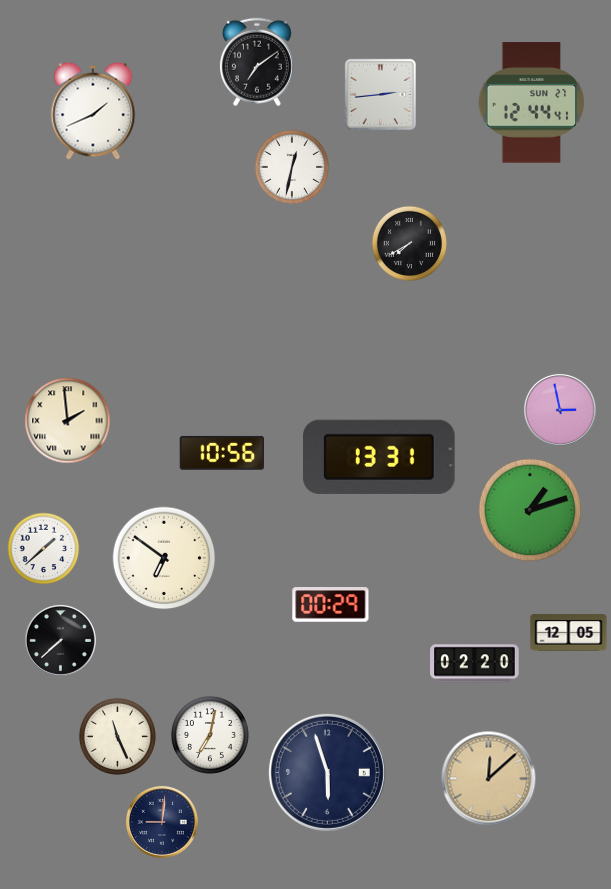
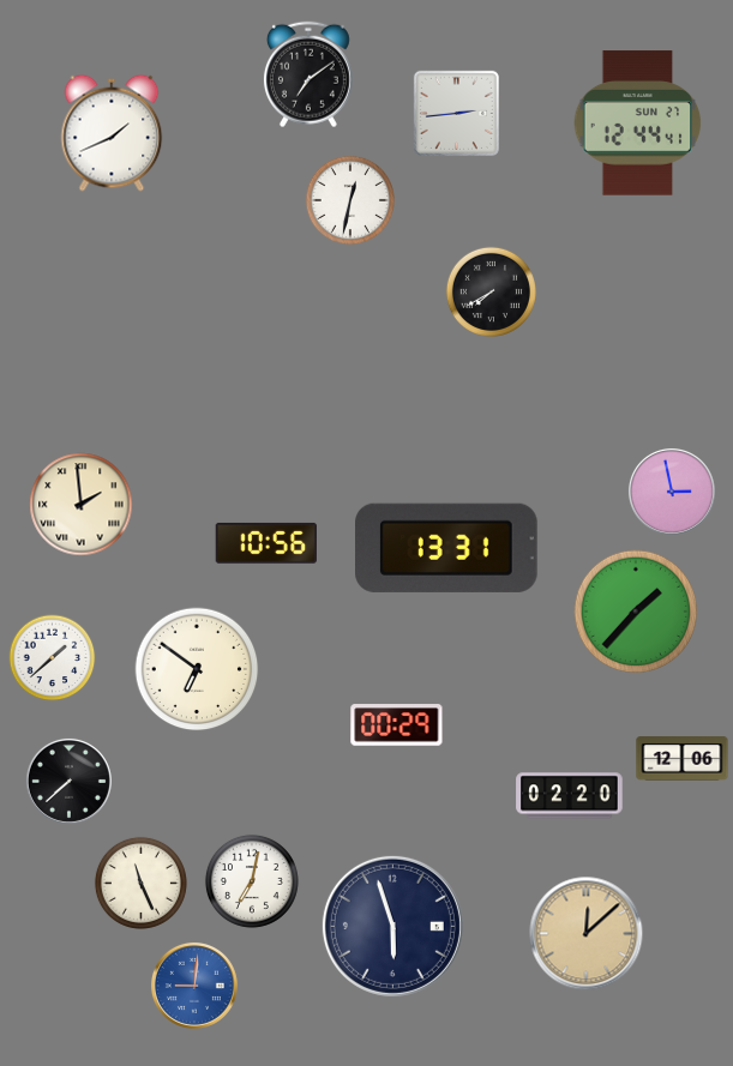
clock at (380, 457) position: (380, 457) -> (447, 548)
clock at (530, 510): 1:12 -> 1:37
clock at (569, 633): 12:05 -> 12:06
clock at (60, 640) position: (60, 640) -> (68, 781)
clock at (162, 822) dial: navy -> blue
